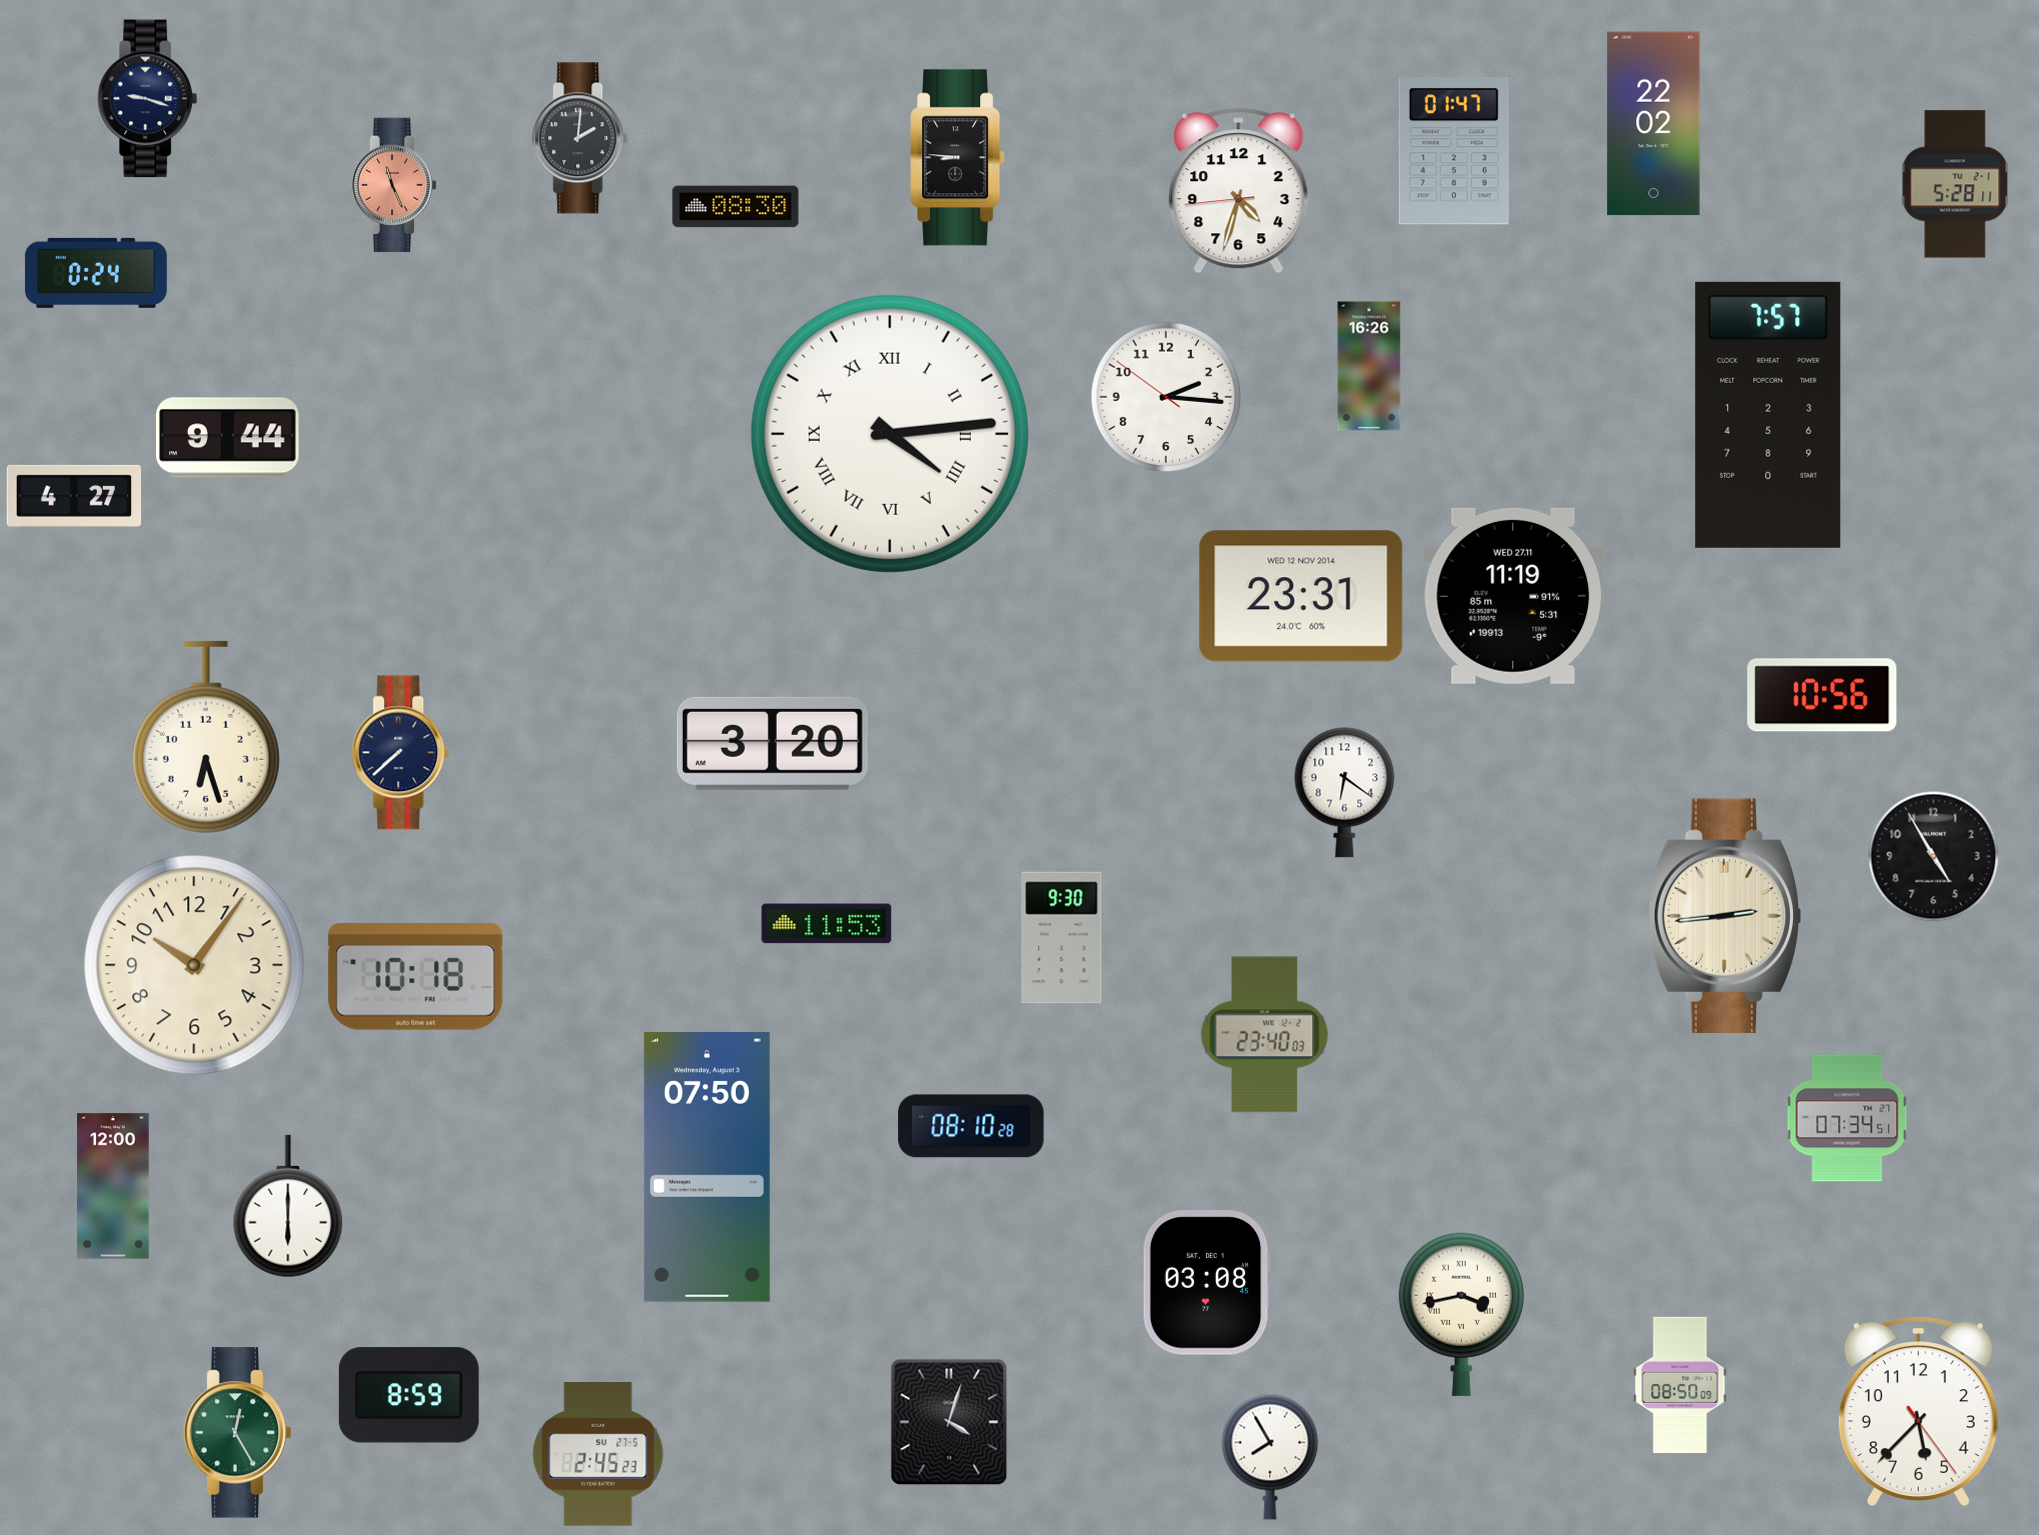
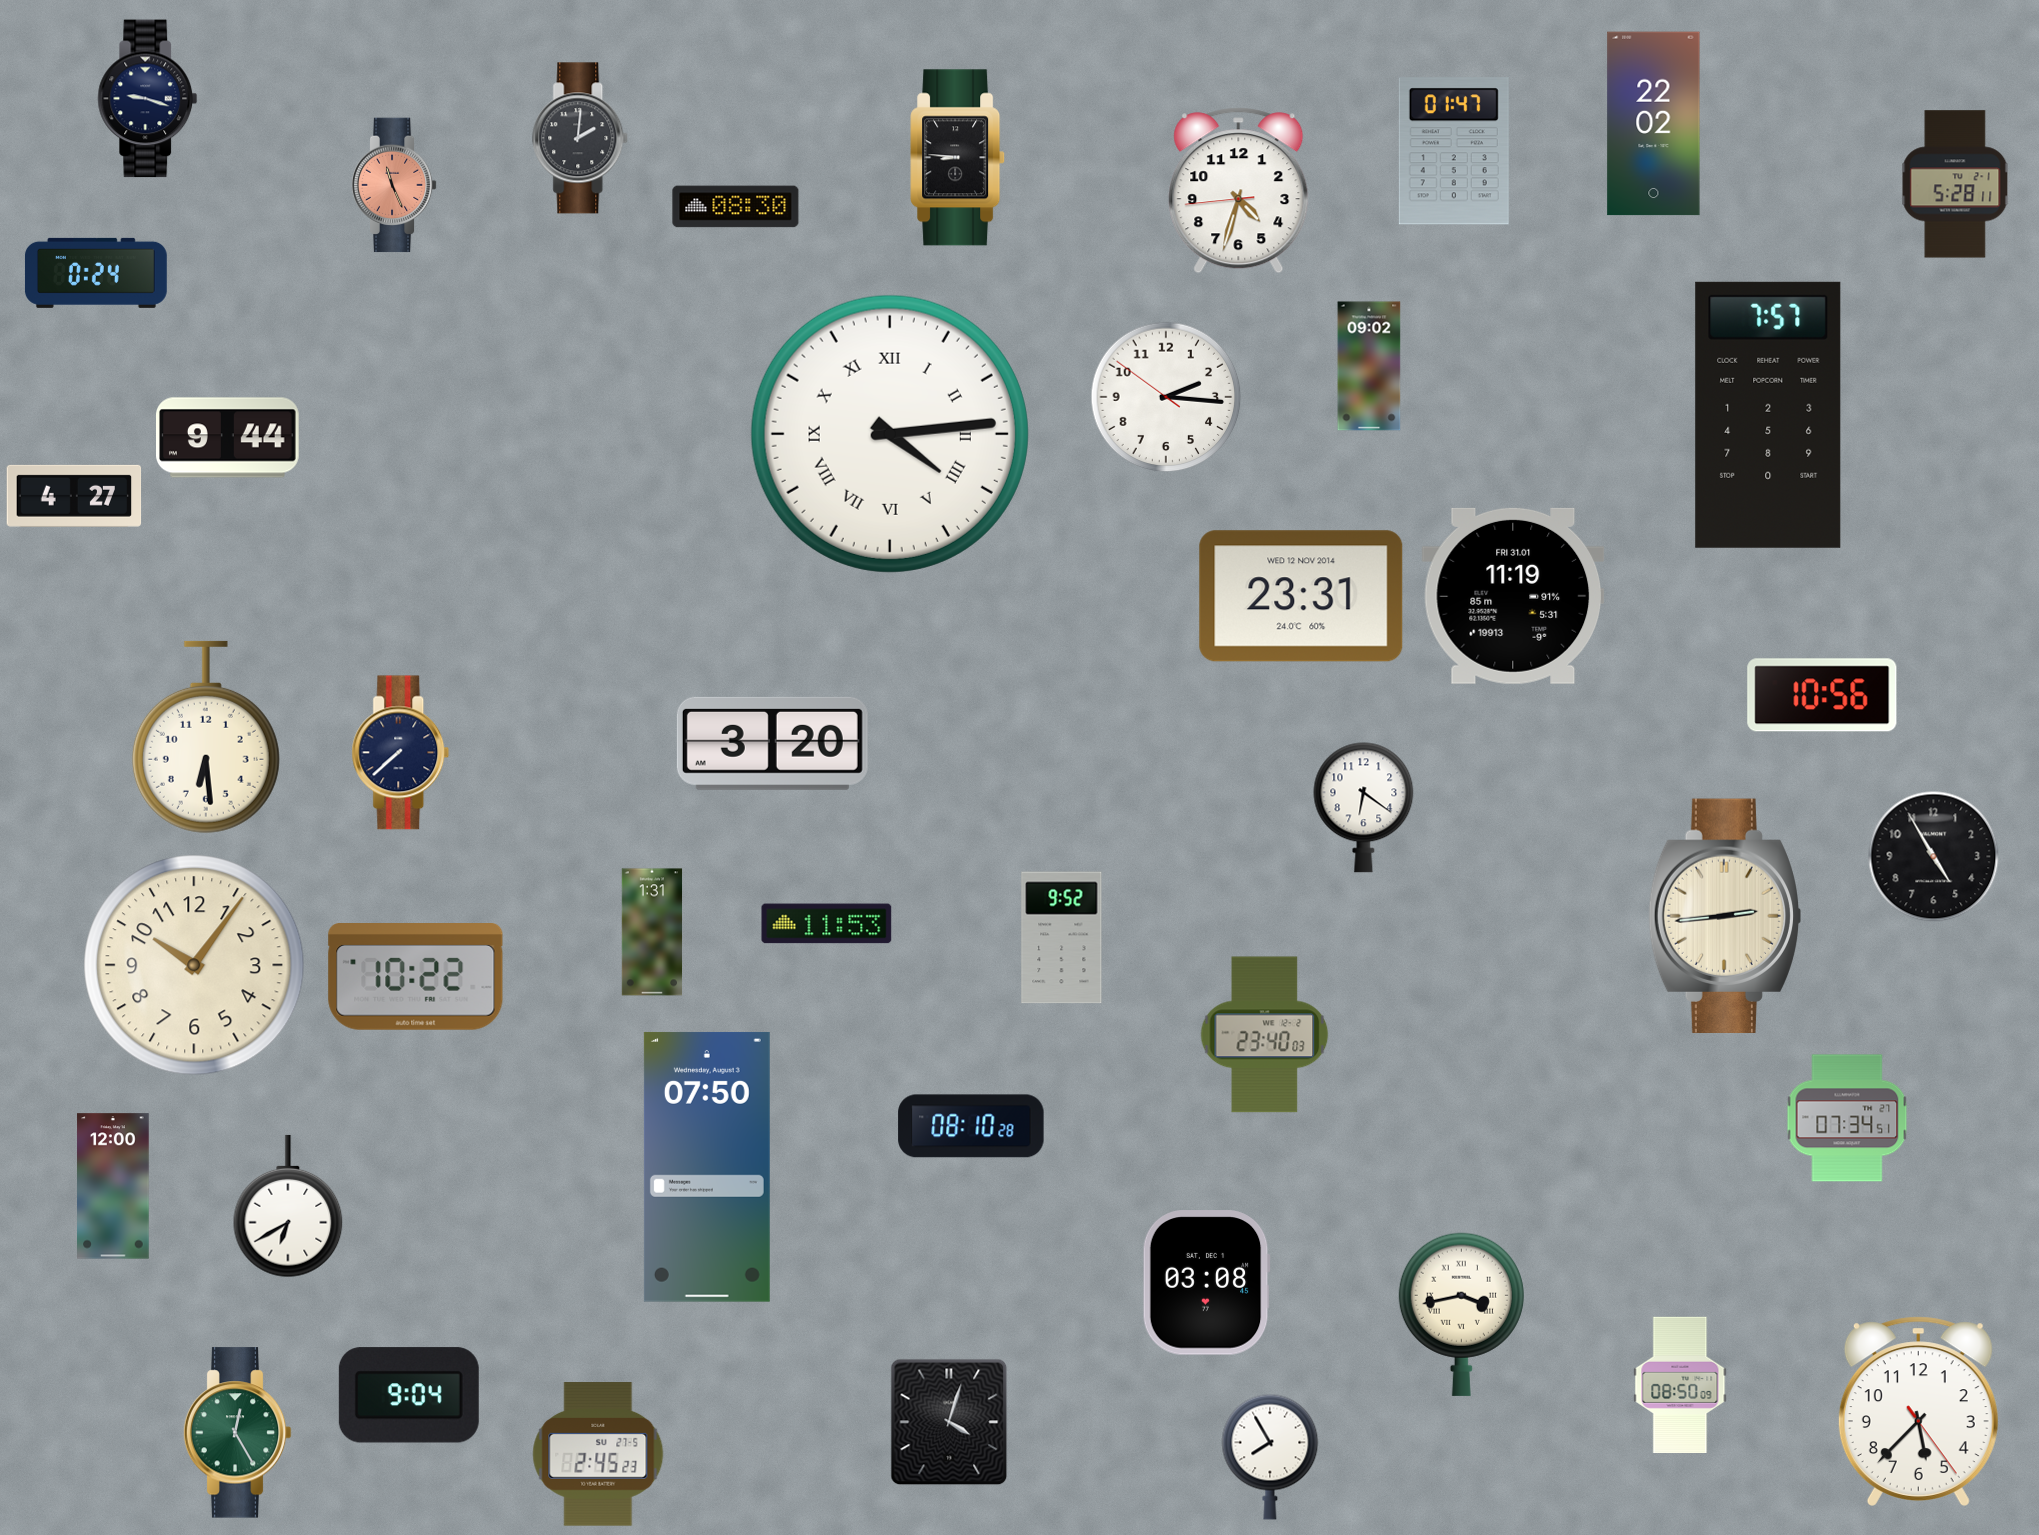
clock at (1369, 366): 16:26 -> 09:02
clock at (1513, 596) date: WED 27.11 -> FRI 31.01
clock at (206, 737): 6:27 -> 6:29
clock at (1345, 793) position: (1345, 793) -> (1364, 808)
clock at (652, 932): none -> 1:31
clock at (1062, 938): 9:30 -> 9:52
clock at (416, 977): 10:18 -> 10:22
clock at (288, 1206): 6:00 -> 6:40
clock at (409, 1395): 8:59 -> 9:04
